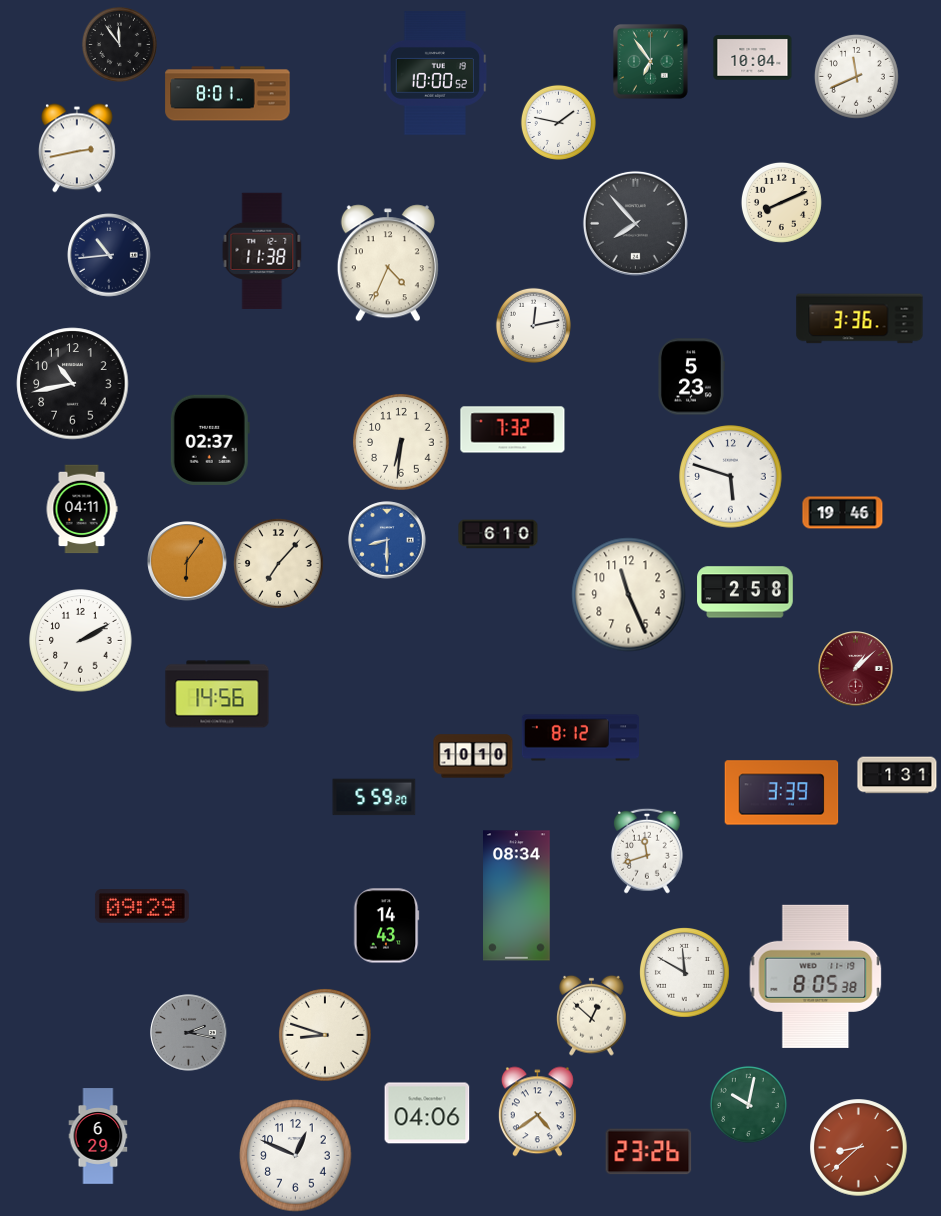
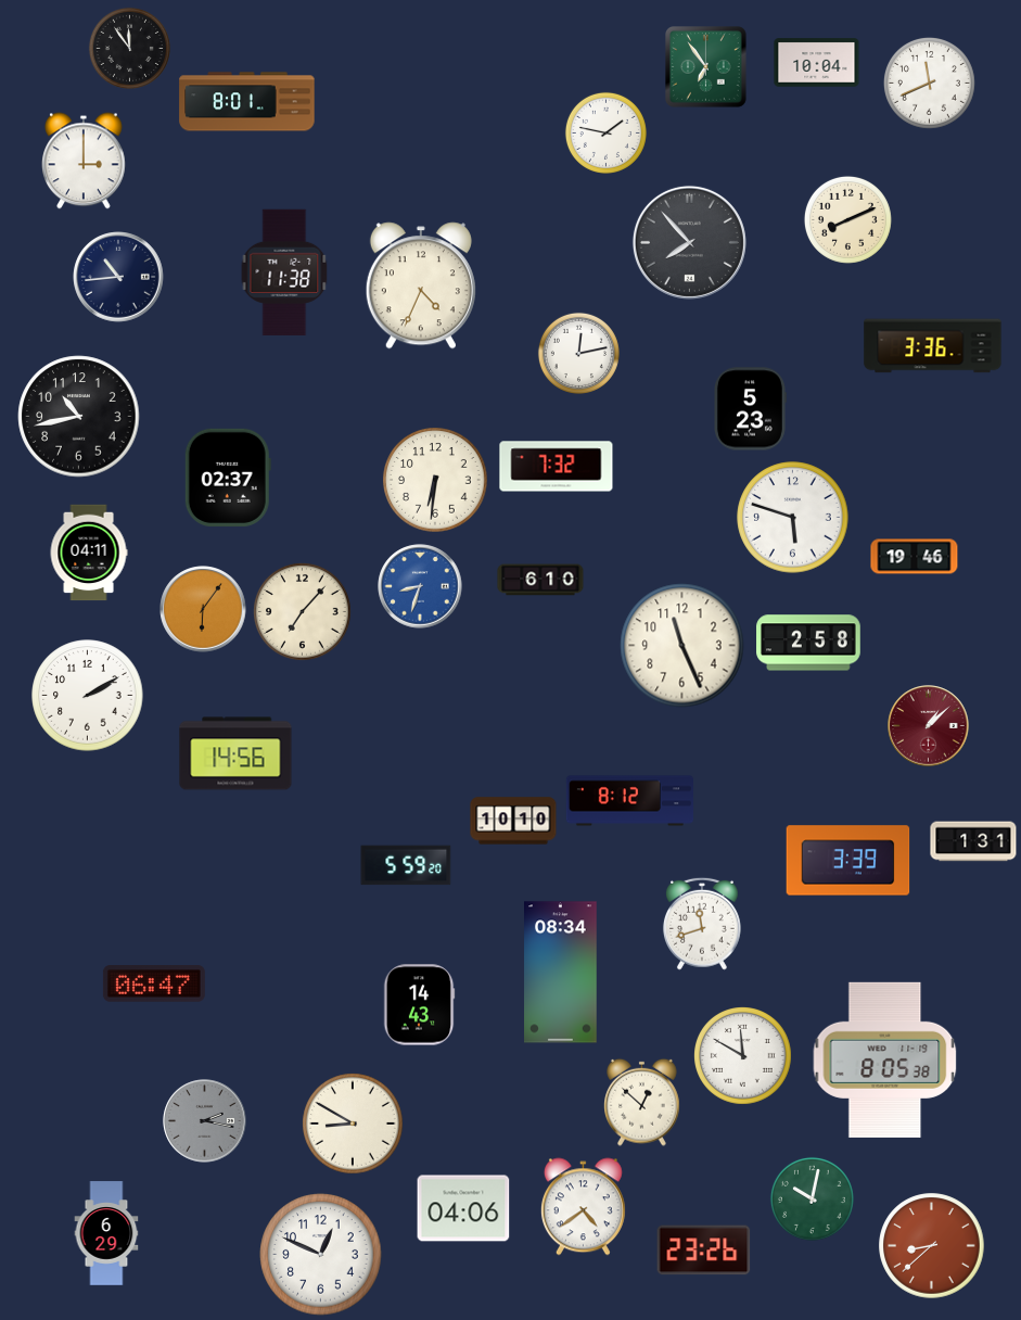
clock at (435, 73): 10:00 -> none
clock at (78, 148): 2:43 -> 3:00
clock at (387, 540): 8:30 -> 8:33
clock at (142, 906): 09:29 -> 06:47
clock at (325, 1035): 8:48 -> 8:50
